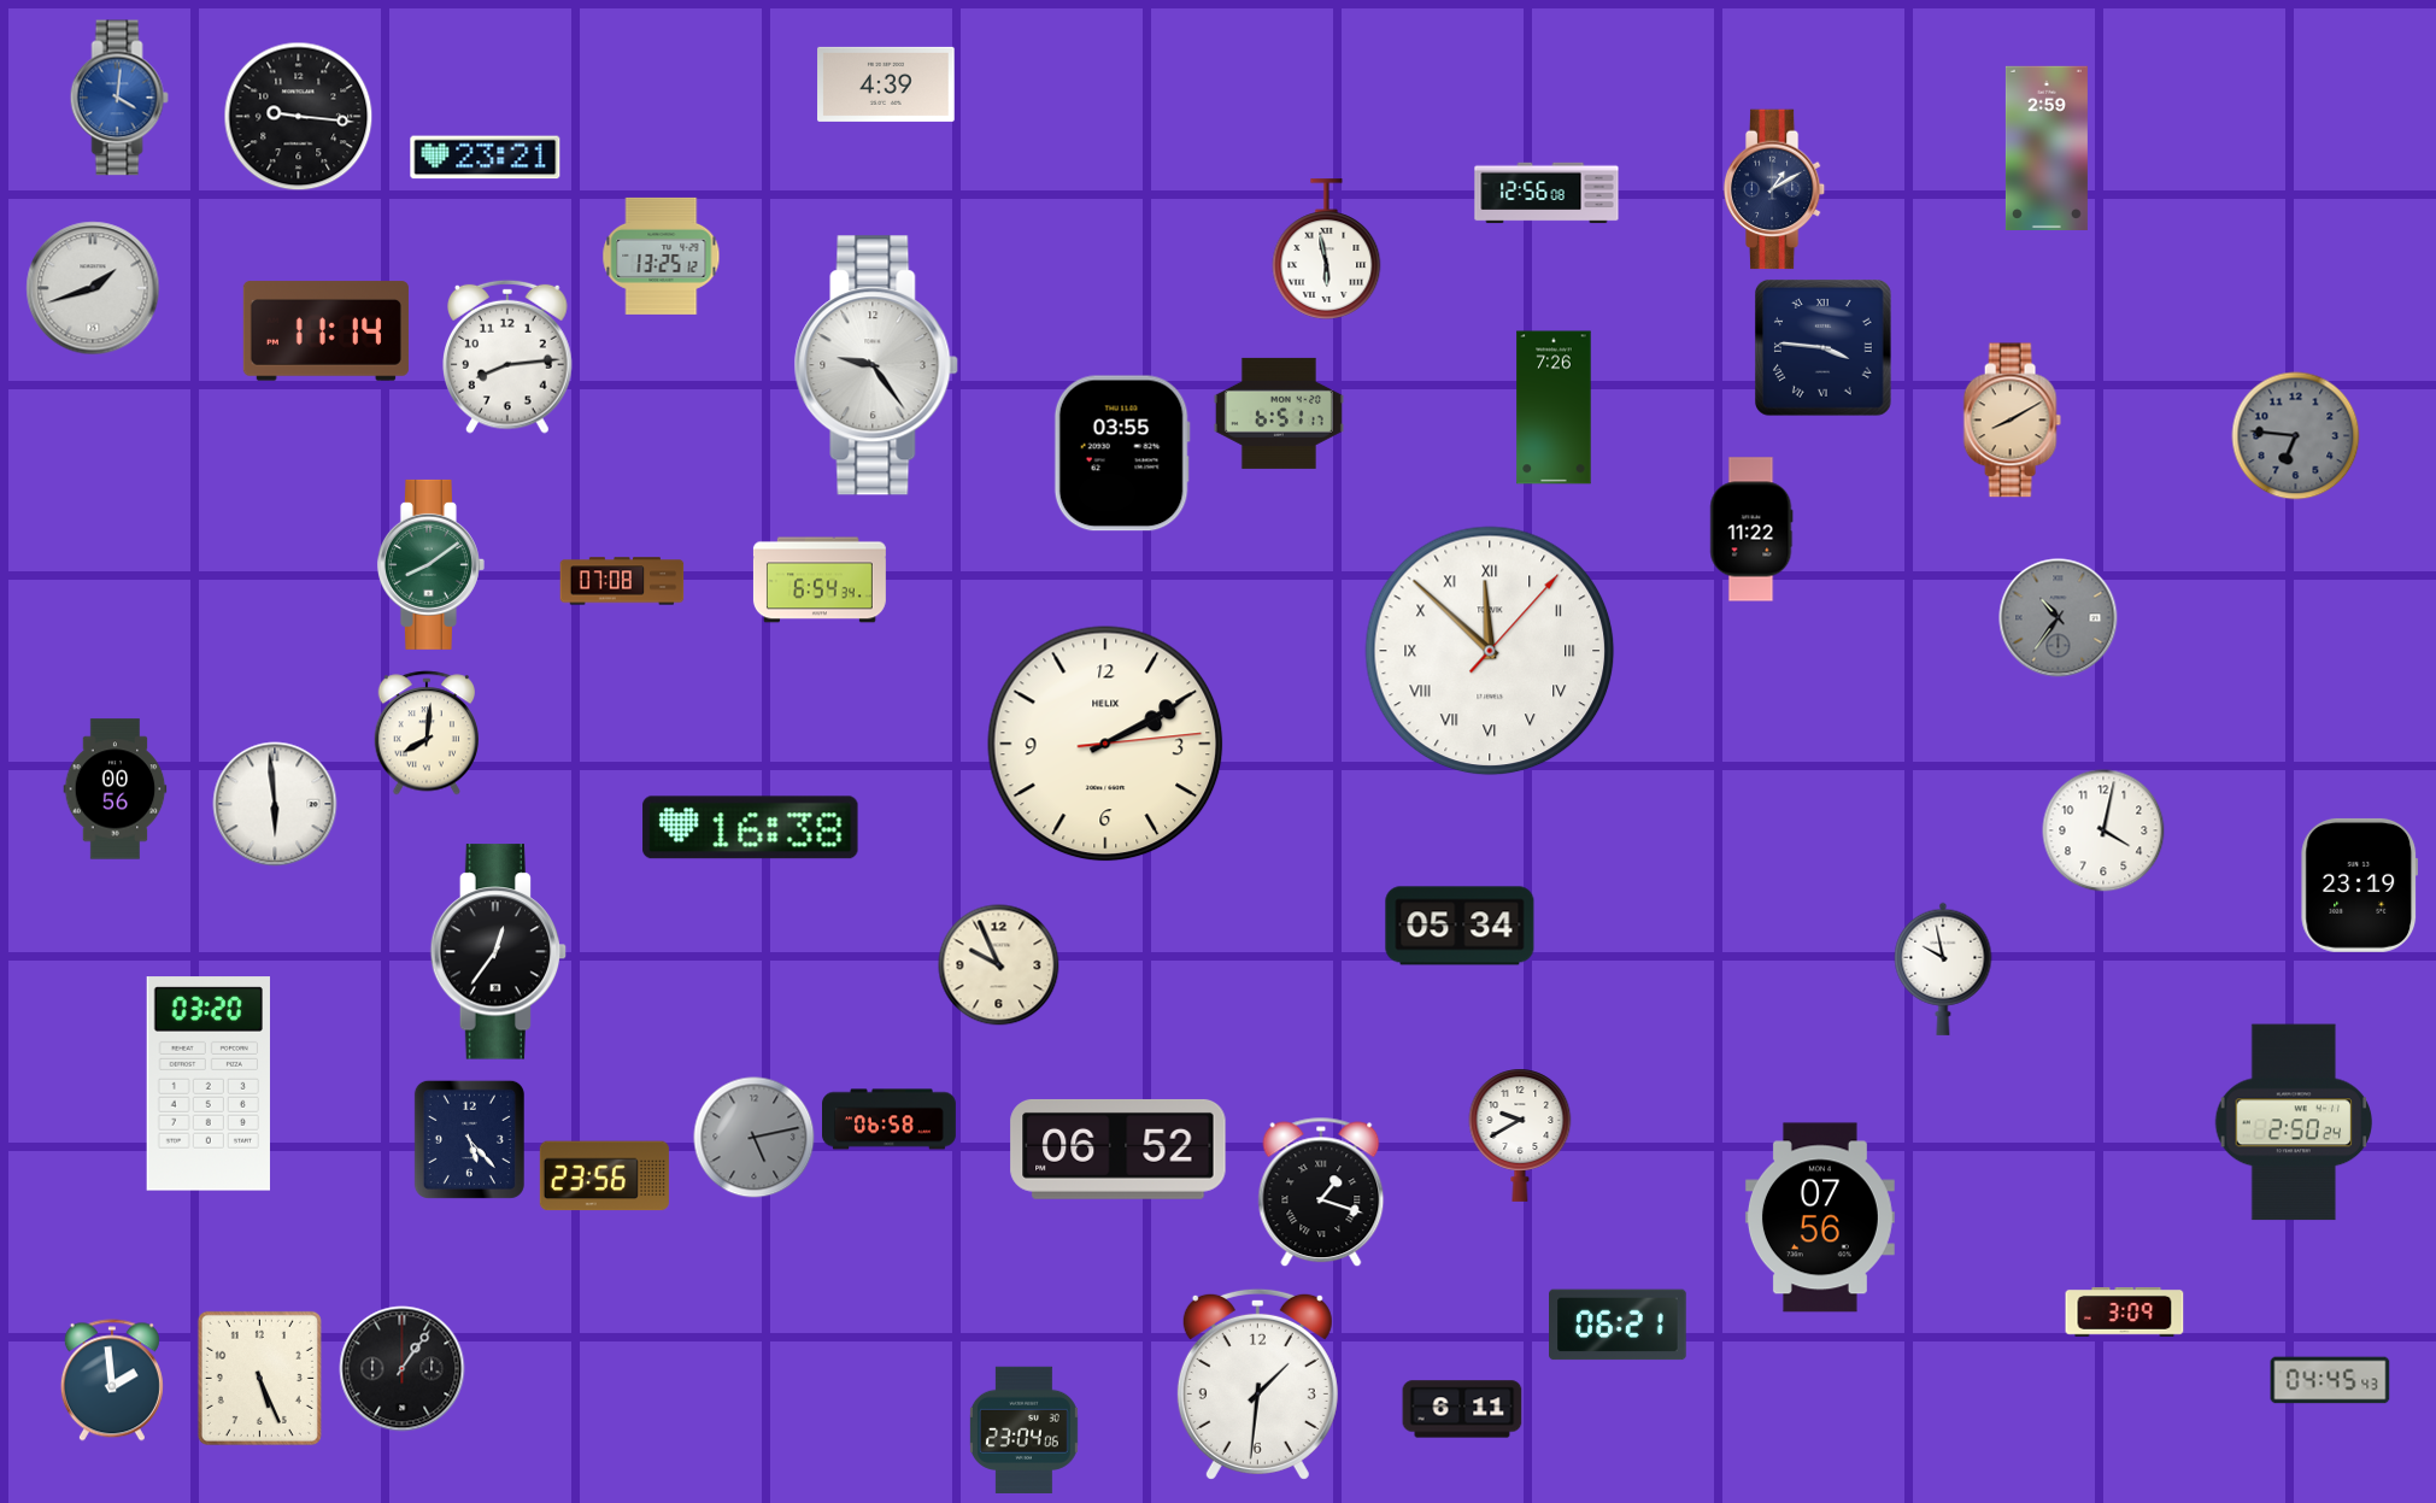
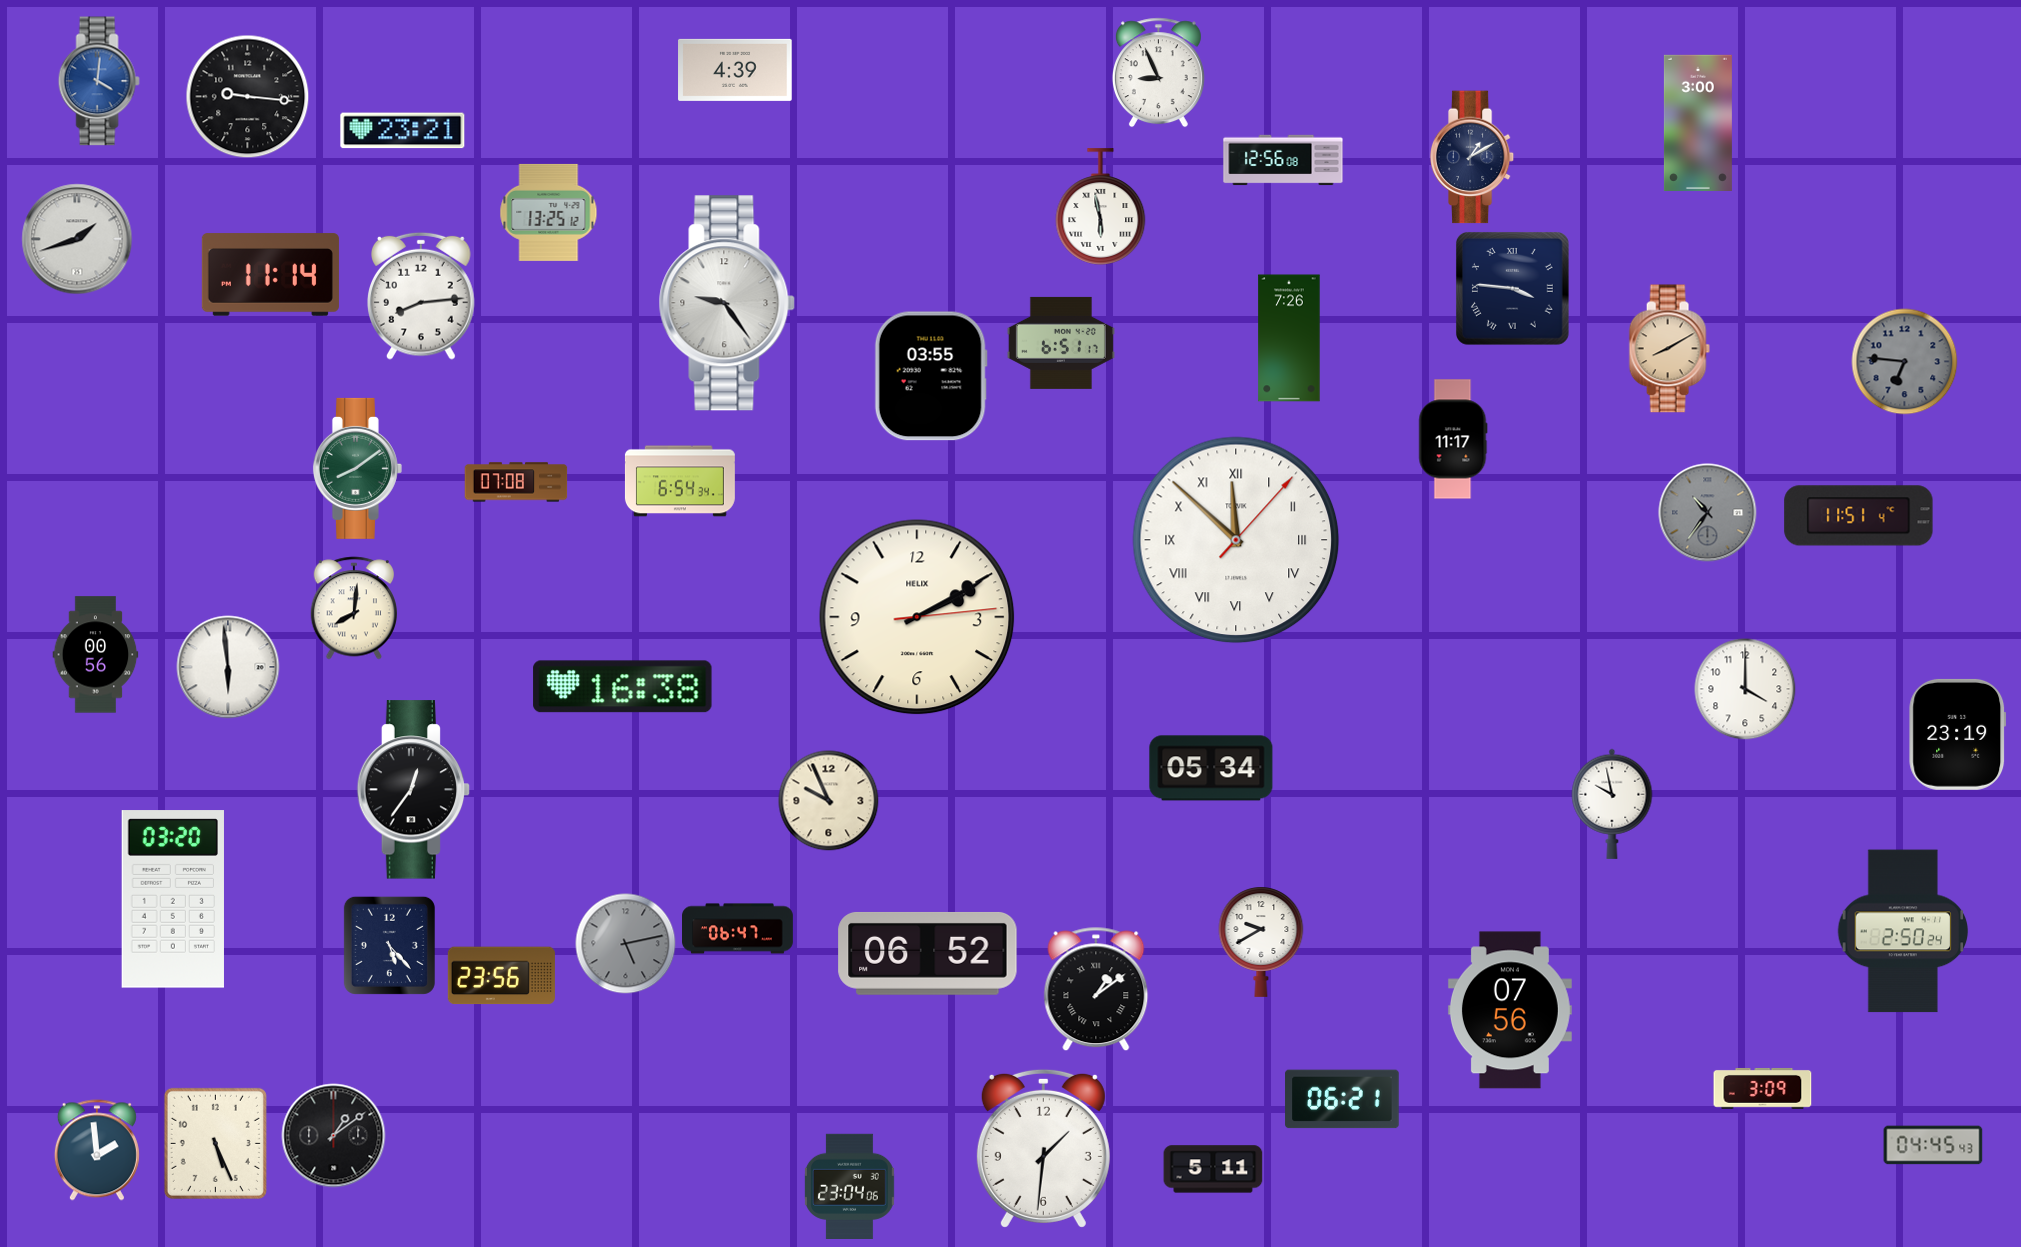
clock at (1158, 73): none -> 8:56
clock at (2047, 147): 2:59 -> 3:00
clock at (1751, 529): 11:22 -> 11:17
clock at (1859, 516): none -> 11:51
clock at (2103, 830): 4:02 -> 4:00
clock at (890, 1120): 06:58 -> 06:47
clock at (1321, 1192): 1:18 -> 1:09
clock at (403, 1369): 1:06 -> 1:09
clock at (112, 1380) position: (112, 1380) -> (97, 1150)
clock at (1462, 1409): 6:11 -> 5:11
